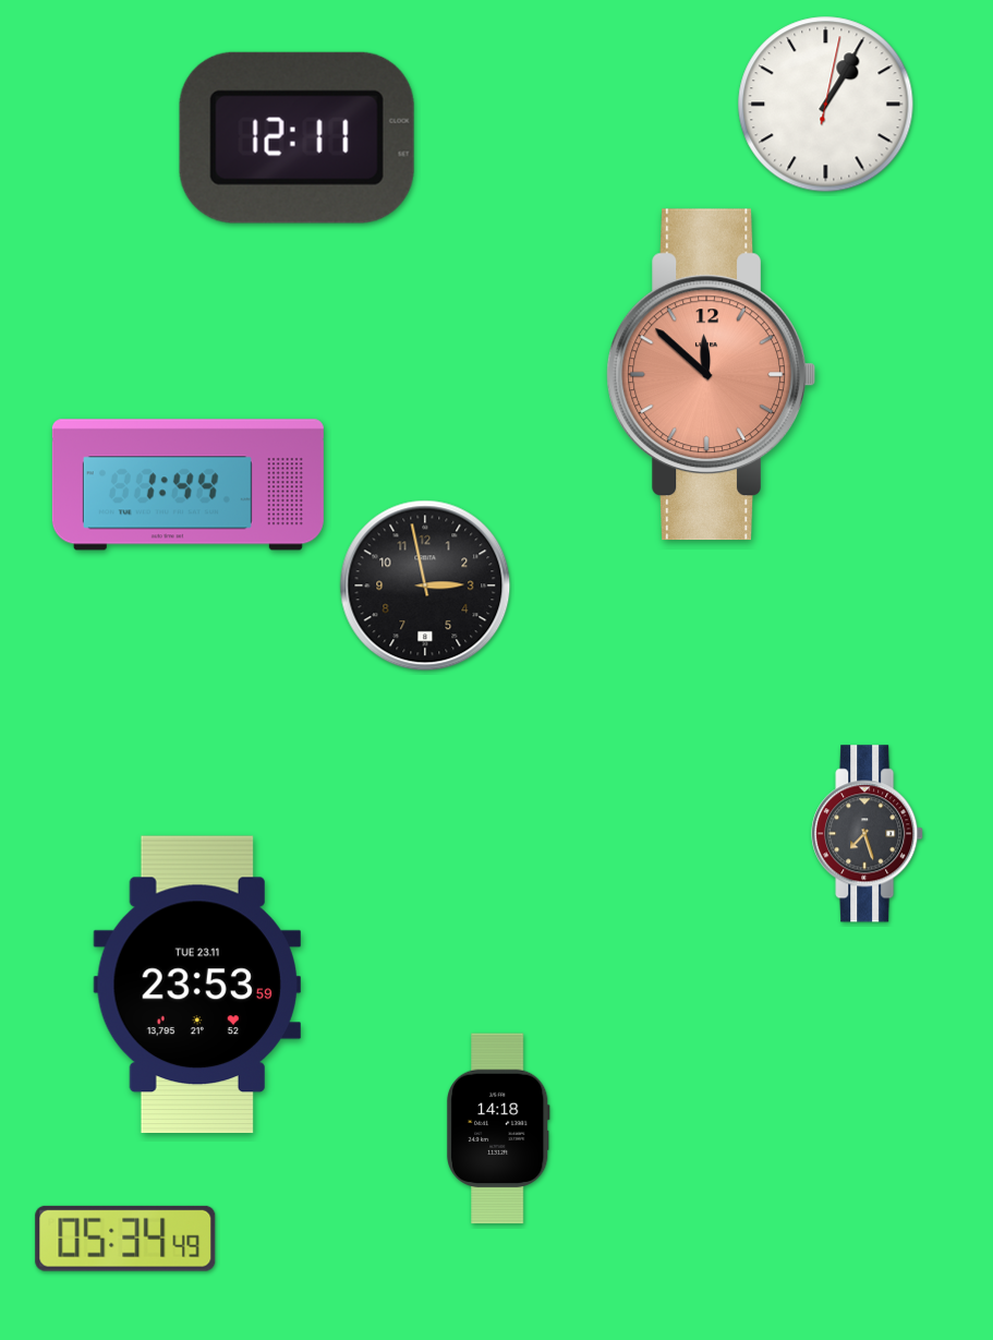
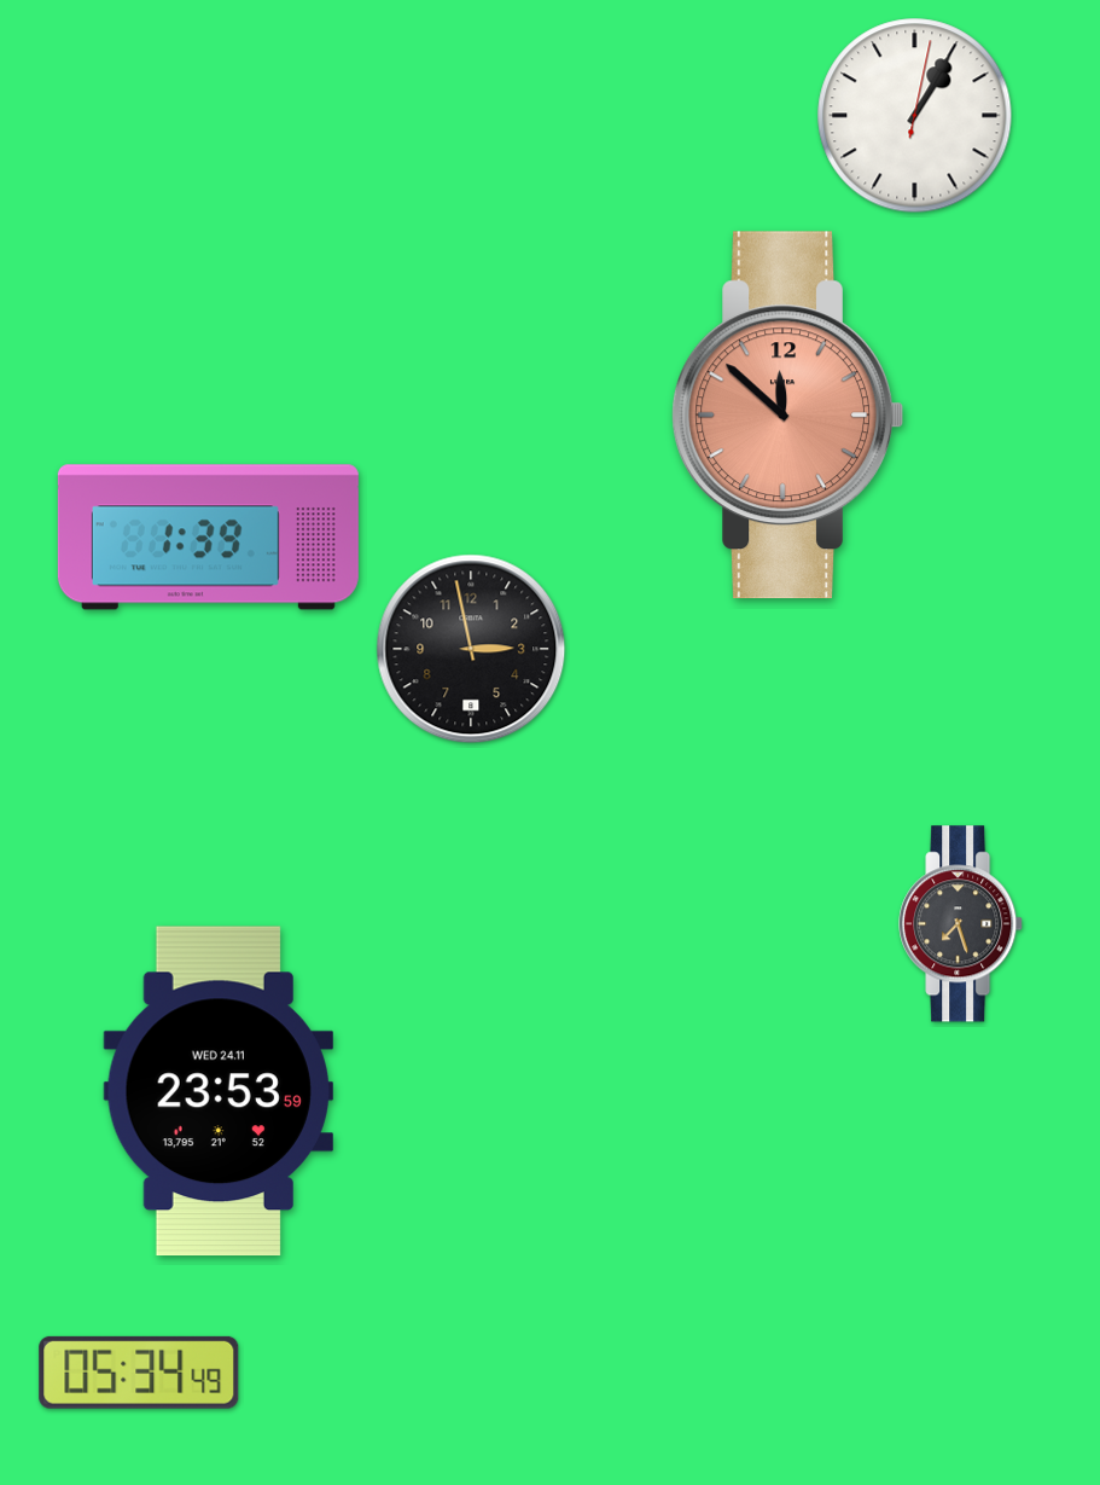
clock at (296, 137): 12:11 -> none
clock at (187, 485): 1:44 -> 1:39
clock at (196, 985) date: TUE 23.11 -> WED 24.11
clock at (499, 1128): 14:18 -> none
